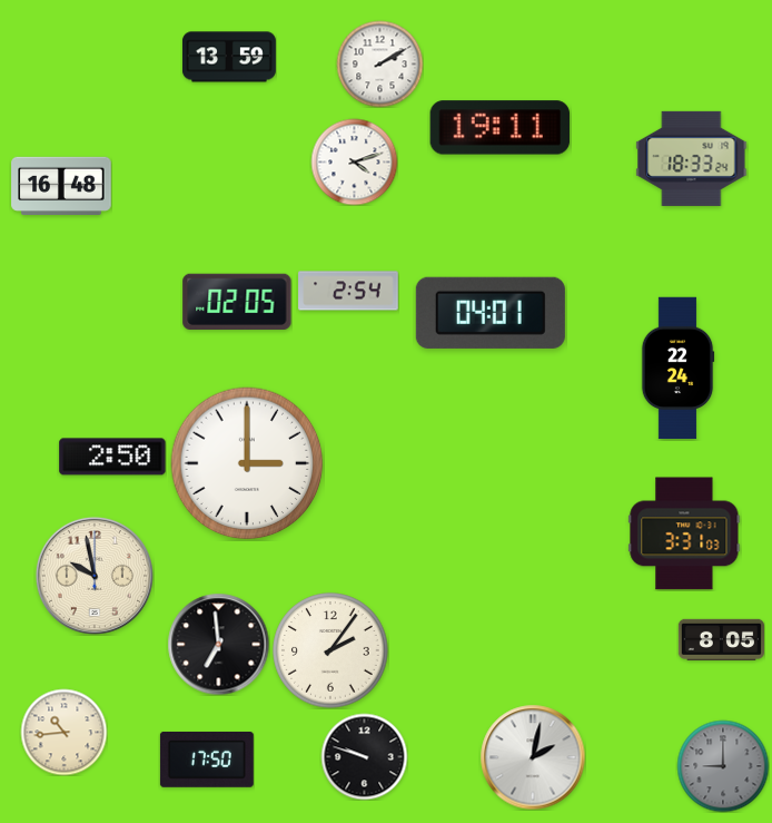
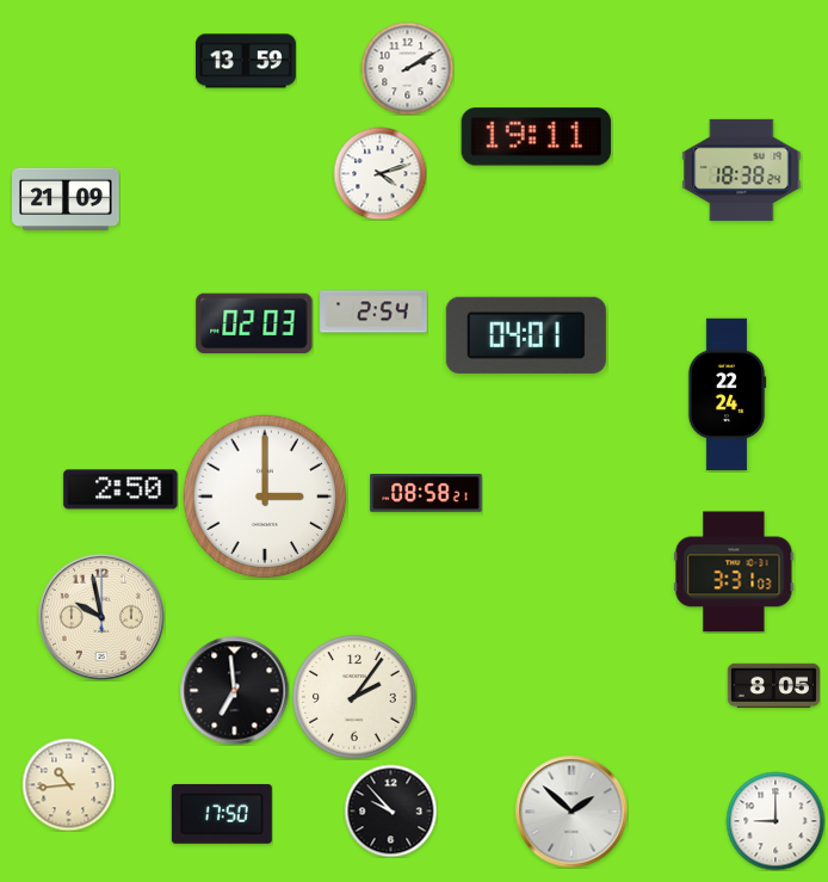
clock at (692, 158): 18:33 -> 18:38
clock at (61, 185): 16:48 -> 21:09
clock at (237, 301): 02:05 -> 02:03
clock at (426, 494): none -> 08:58
clock at (364, 756): 9:48 -> 9:53
clock at (533, 757): 2:02 -> 1:52
clock at (723, 766) dial: grey -> white
